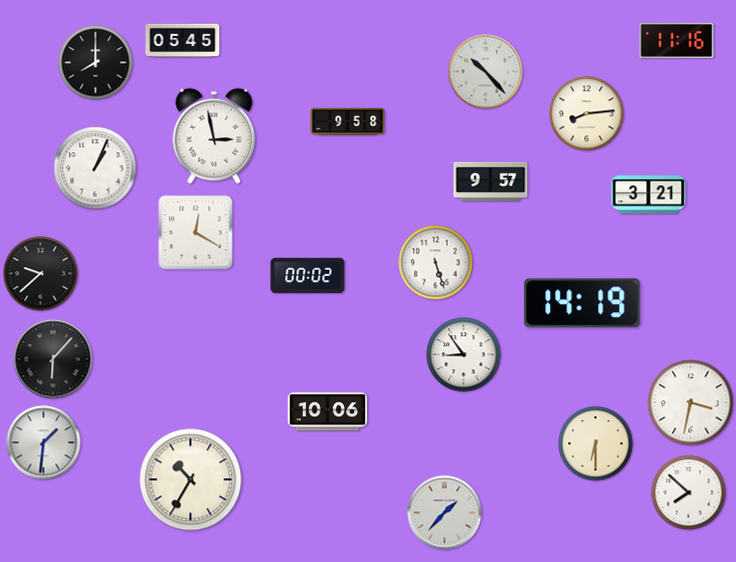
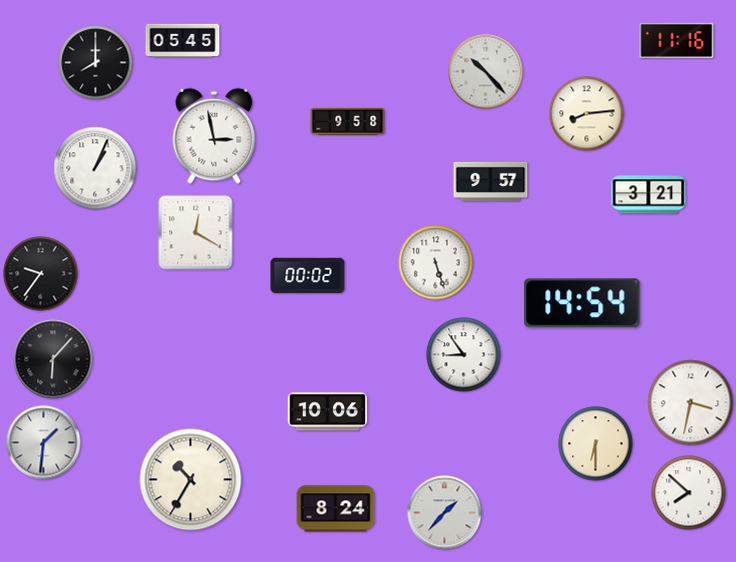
clock at (41, 274): 9:38 -> 9:36
clock at (582, 303): 14:19 -> 14:54
clock at (336, 509): none -> 8:24
